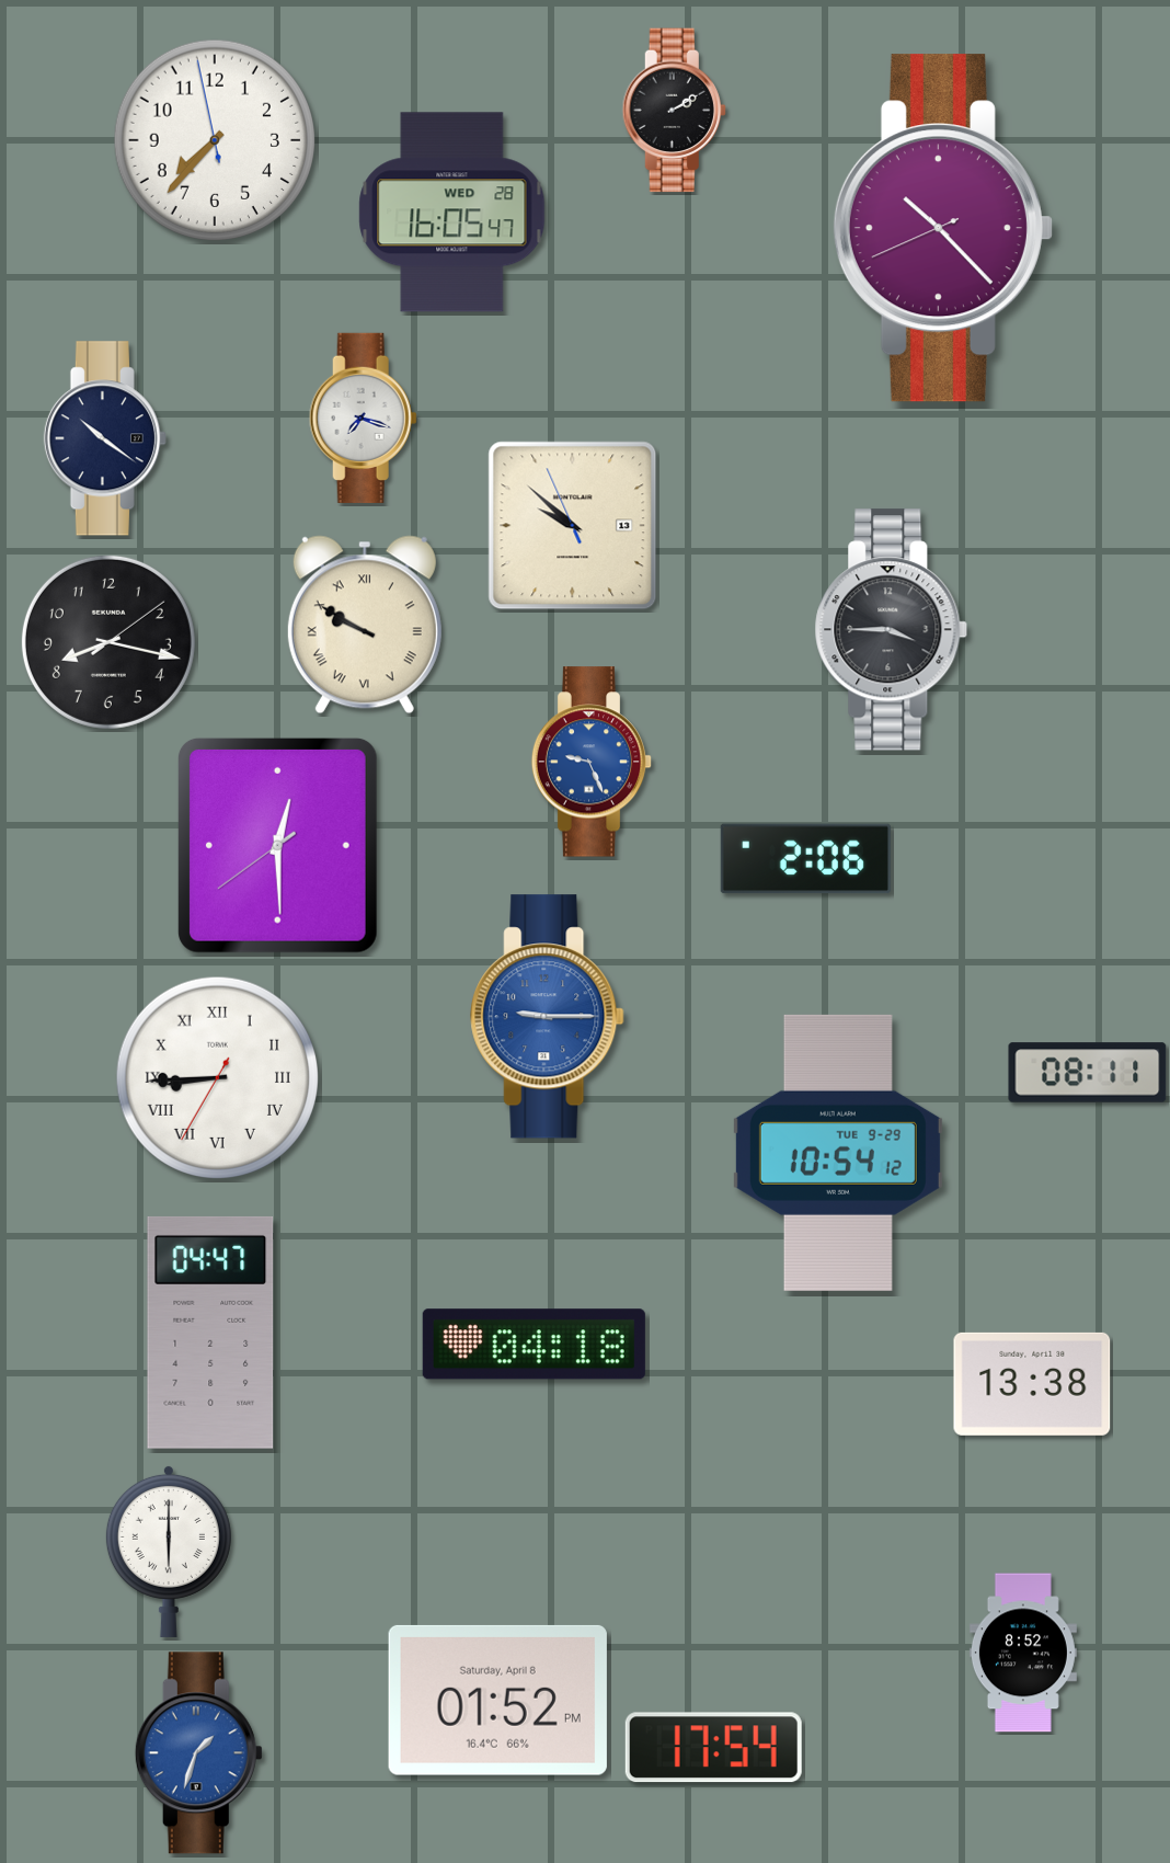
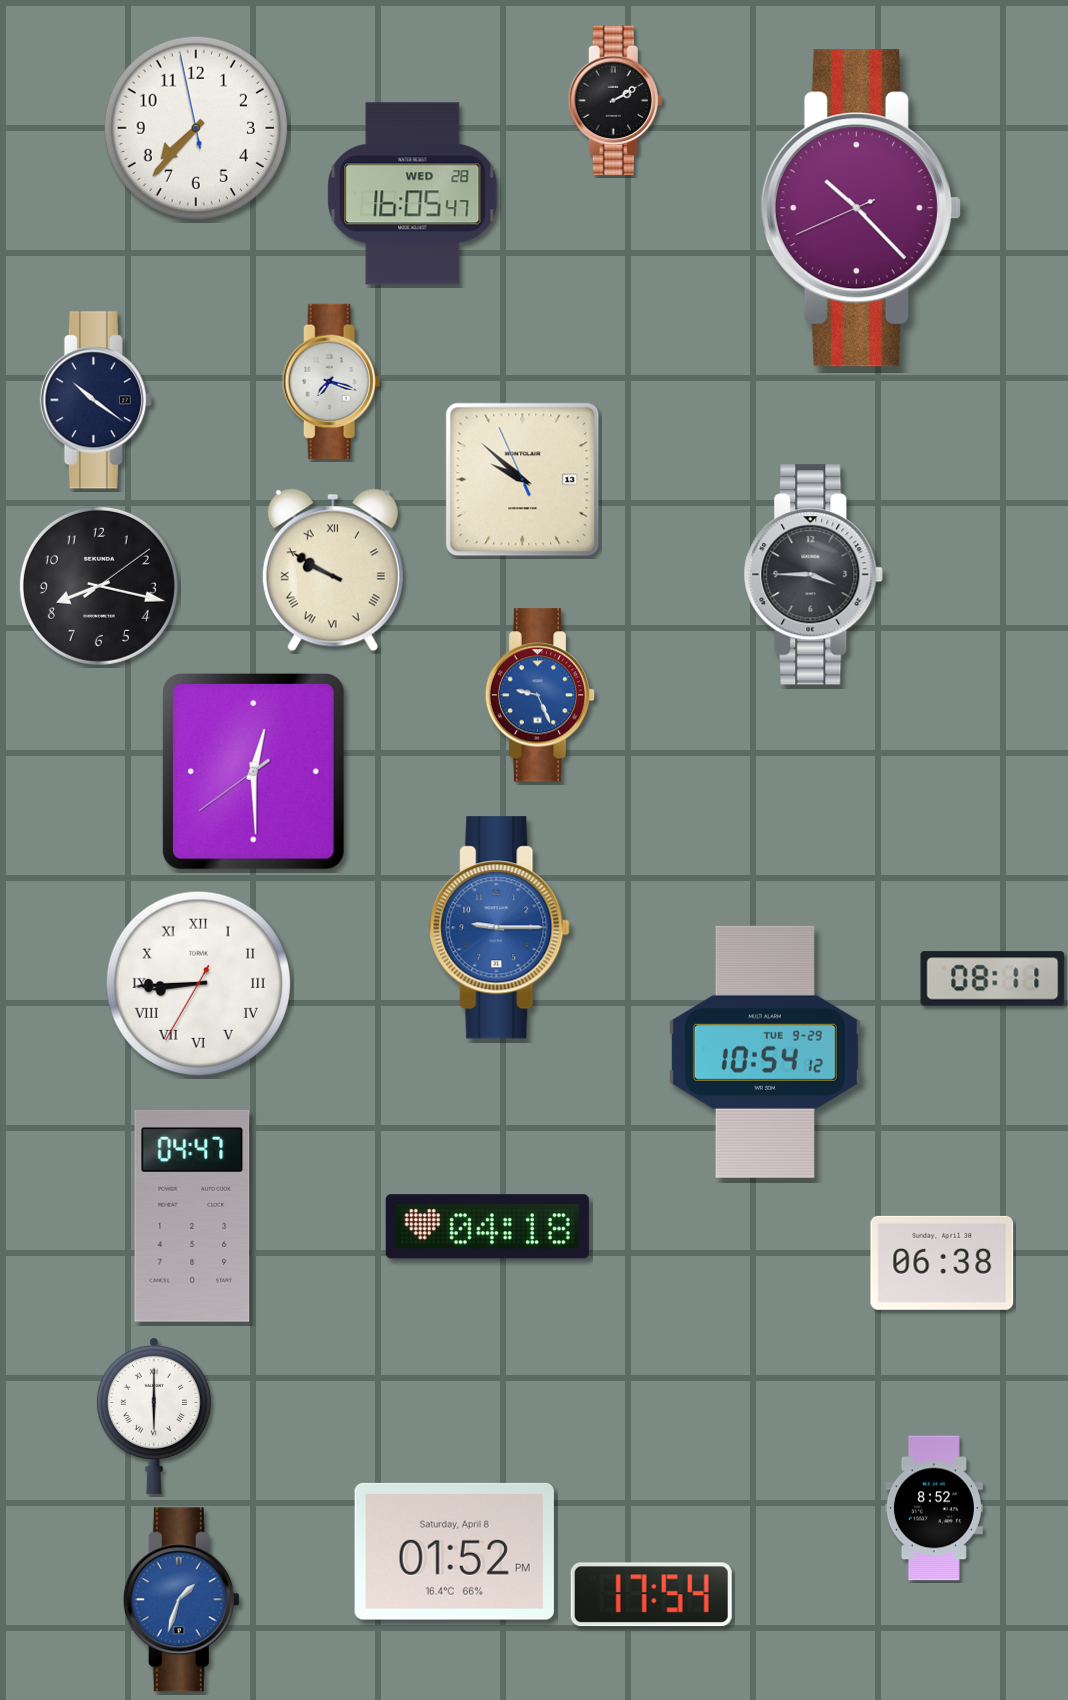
clock at (805, 859): 2:06 -> none
clock at (1032, 1384): 13:38 -> 06:38
